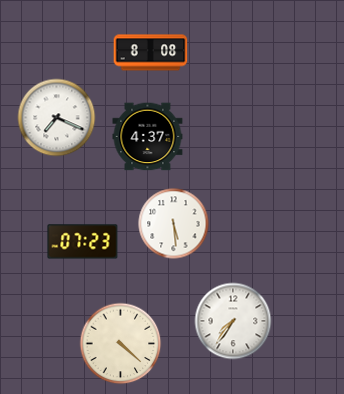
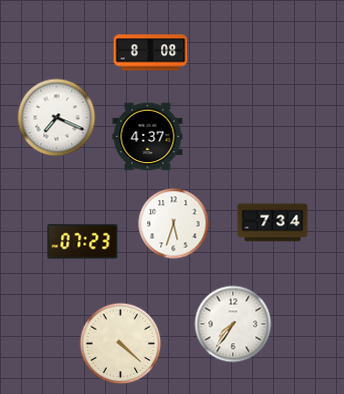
clock at (273, 223): none -> 7:34
clock at (174, 224): 5:29 -> 5:33
clock at (233, 321) position: (233, 321) -> (233, 324)
